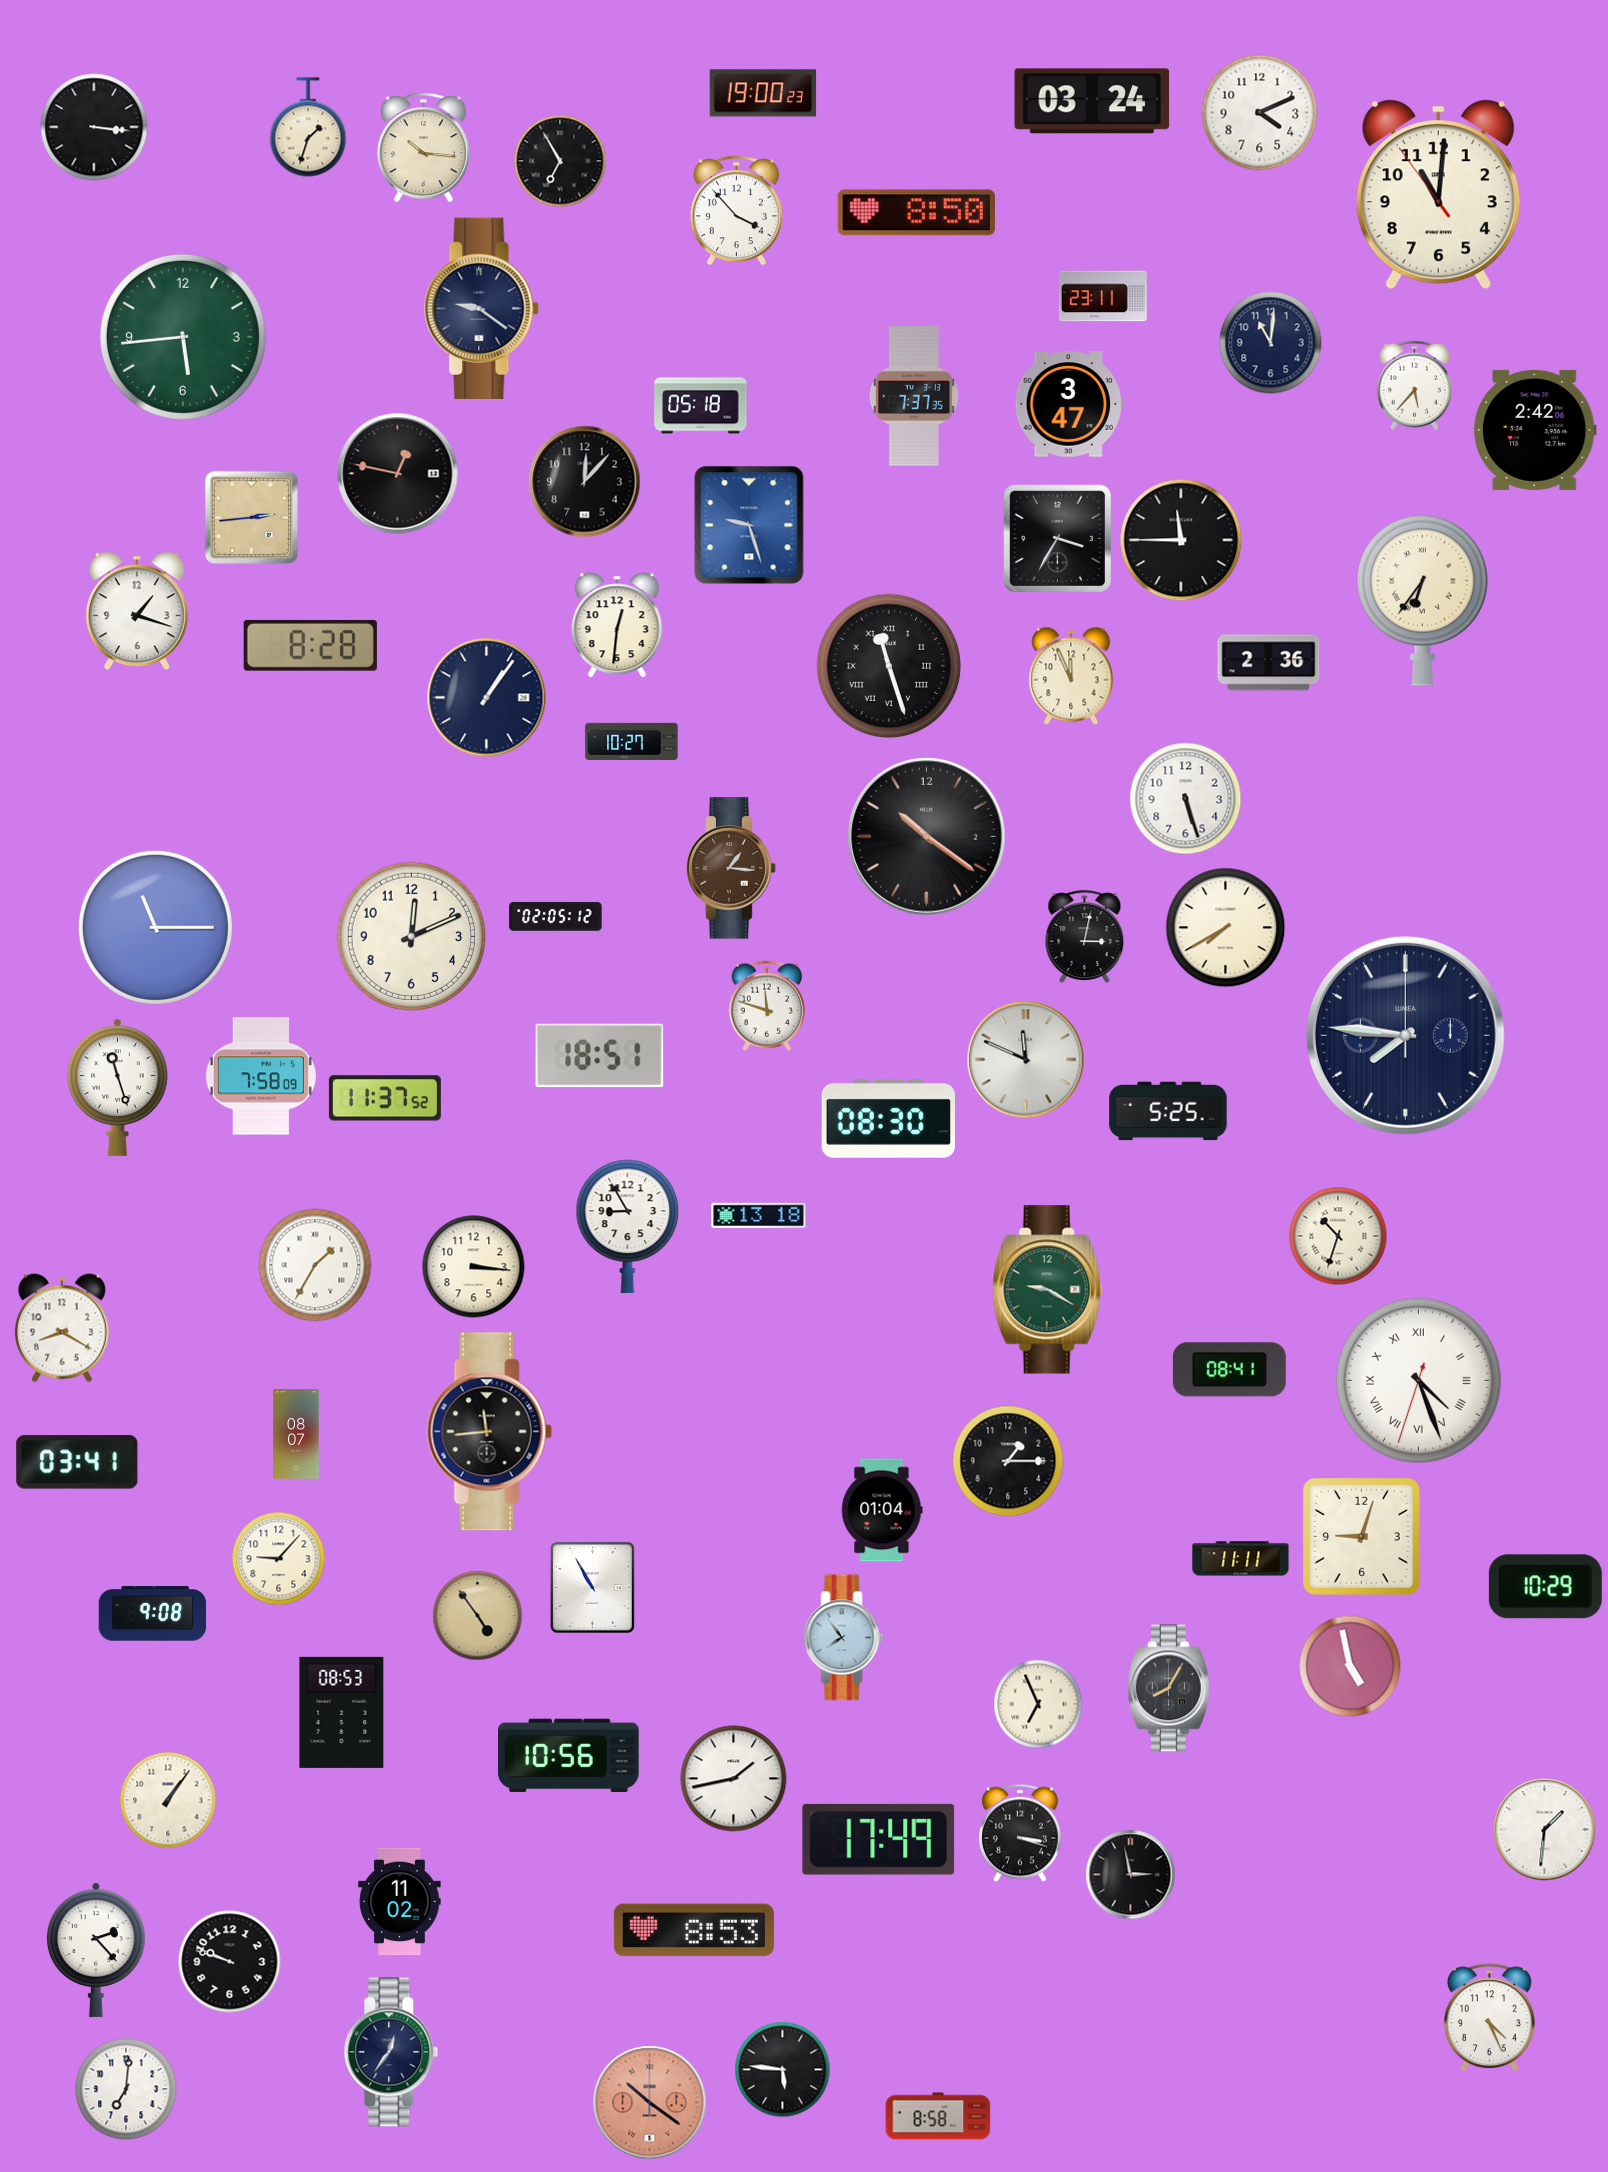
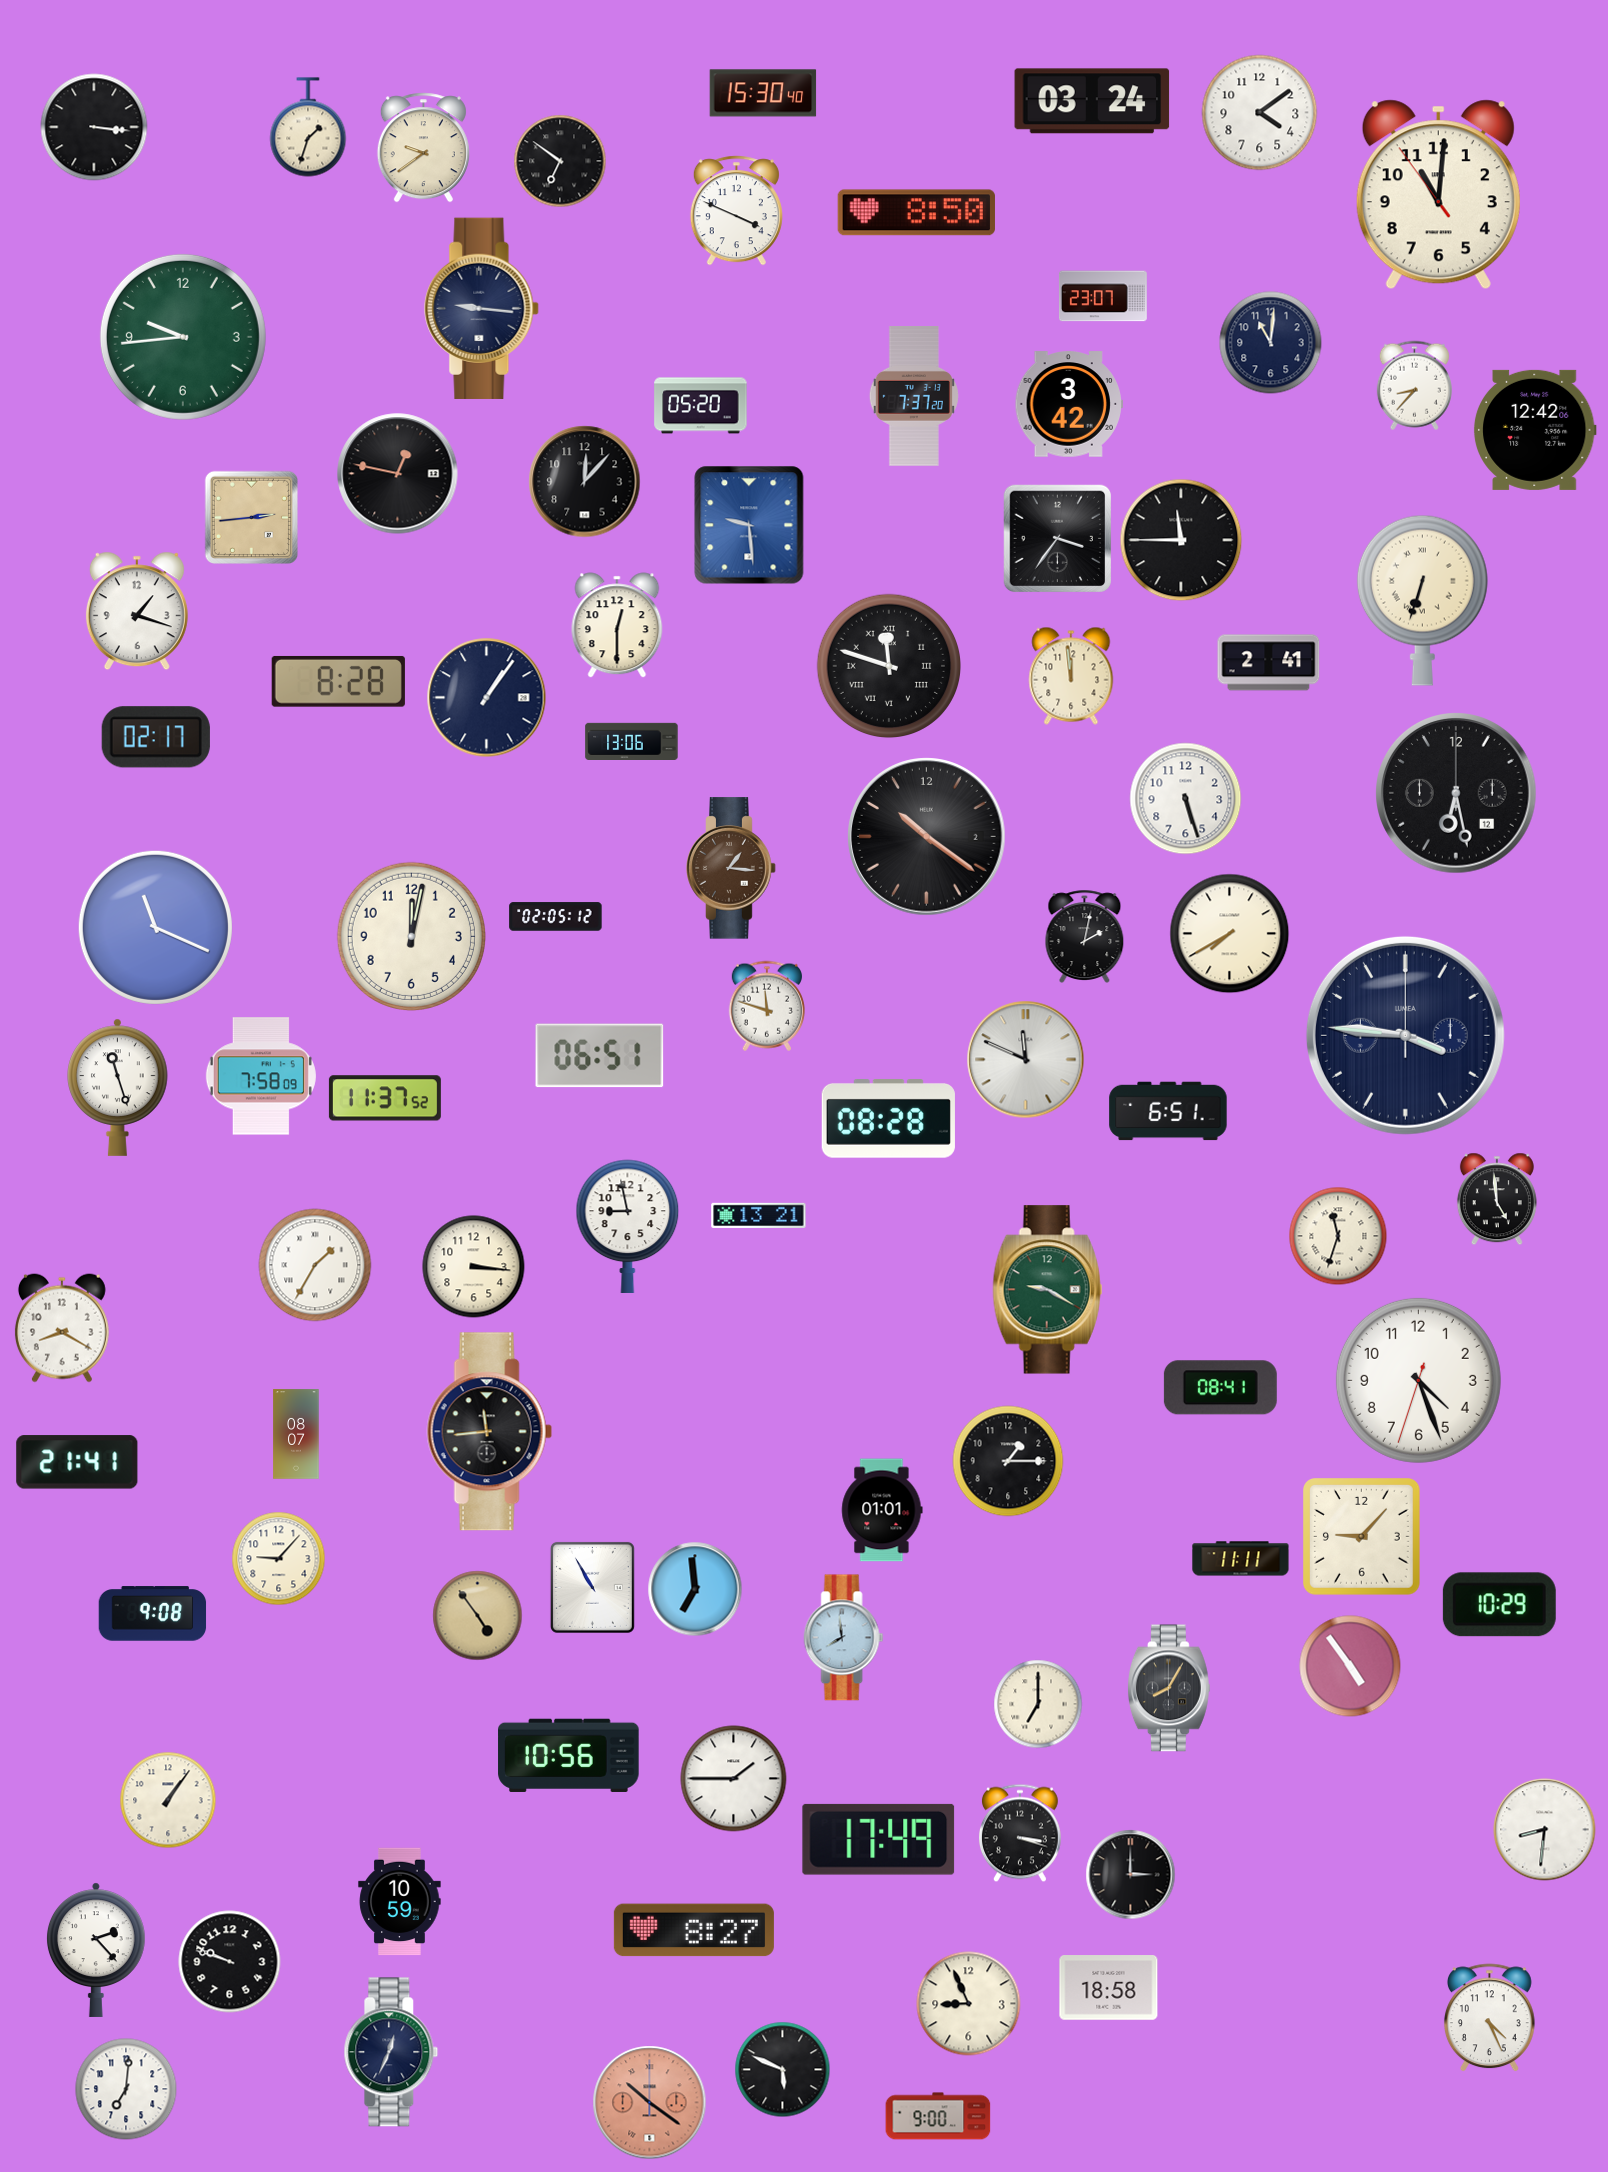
clock at (763, 93): 19:00 -> 15:30
clock at (1260, 113): 4:11 -> 4:09
clock at (423, 148): 10:16 -> 9:39
clock at (560, 161): 6:55 -> 6:51
clock at (736, 211): 3:53 -> 3:49
clock at (1103, 296): 23:11 -> 23:07
clock at (482, 308): 9:21 -> 9:16
clock at (183, 337): 5:44 -> 9:44
clock at (1414, 386): 5:37 -> 8:37
clock at (914, 396): 7:37:35 -> 7:37:20
clock at (1068, 404): 3:47 -> 3:42
clock at (701, 406): 05:18 -> 05:20
clock at (1535, 430): 2:42 -> 12:42
clock at (749, 525): 9:27 -> 9:29
clock at (1057, 538): 3:35 -> 3:36
clock at (1422, 600): 6:36 -> 6:33
clock at (617, 625): 12:31 -> 12:30
clock at (310, 645) position: (310, 645) -> (338, 681)
clock at (1269, 663): 2:36 -> 2:41
clock at (888, 665): 11:27 -> 11:48
clock at (1071, 676): 11:56 -> 11:59
clock at (156, 737): none -> 02:17
clock at (632, 741): 10:27 -> 13:06
clock at (1457, 794): none -> 6:28
clock at (155, 927): 11:15 -> 11:19
clock at (1226, 928) position: (1226, 928) -> (1230, 934)
clock at (411, 936): 12:11 -> 12:02
clock at (1085, 936): 3:02 -> 2:02
clock at (1405, 1035): 7:46 -> 3:46
clock at (600, 1056): 18:51 -> 06:51
clock at (1168, 1111): 5:25 -> 6:51
clock at (888, 1119): 08:30 -> 08:28
clock at (1497, 1199): none -> 4:59
clock at (759, 1215): 13:18 -> 13:21
clock at (628, 1226): 8:55 -> 8:58
clock at (1338, 1236): 10:33 -> 11:33
clock at (1229, 1370) position: (1229, 1370) -> (1220, 1388)
clock at (1418, 1380) numerals: Roman -> Arabic
clock at (77, 1462): 03:41 -> 21:41
clock at (882, 1510): 01:04 -> 01:01
clock at (1362, 1537): 9:03 -> 9:07
clock at (1545, 1587) position: (1545, 1587) -> (1499, 1605)
clock at (695, 1589): none -> 6:59
clock at (844, 1638): 7:54 -> 7:59
clock at (1350, 1666): 4:58 -> 4:54
clock at (1038, 1704): 6:56 -> 7:00
clock at (342, 1712): 08:53 -> none
clock at (734, 1779): 1:43 -> 1:45
clock at (1545, 1830): 1:31 -> 8:31
clock at (1131, 1875): 2:58 -> 3:00
clock at (400, 1902): 11:02 -> 10:59
clock at (694, 1930): 8:53 -> 8:27
clock at (1109, 1988): none -> 18:58
clock at (969, 2004): none -> 8:56
clock at (391, 2052): 12:36 -> 12:34
clock at (783, 2070): 5:46 -> 5:49
clock at (938, 2116): 8:58 -> 9:00
